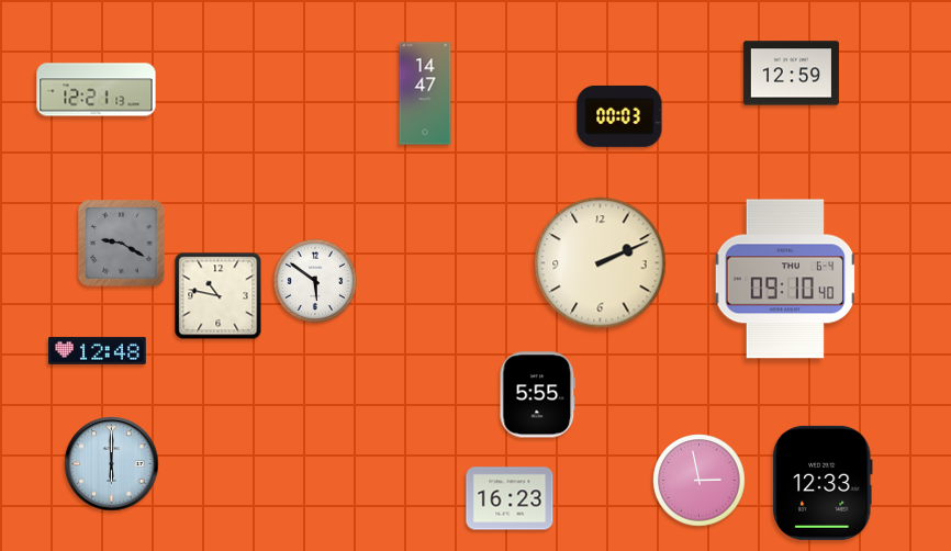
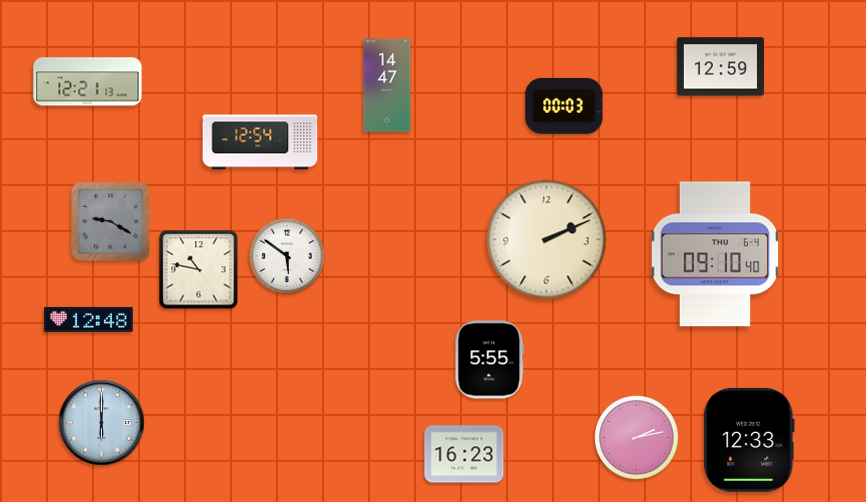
clock at (260, 142): none -> 12:54
clock at (700, 481): 2:58 -> 2:13
